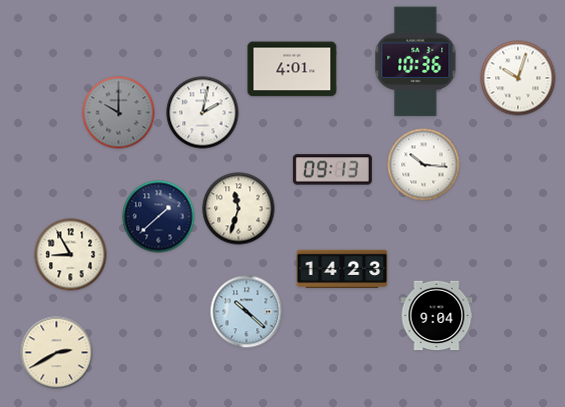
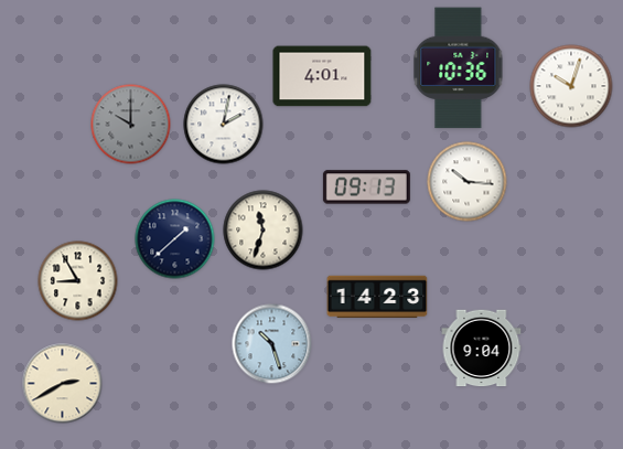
clock at (247, 312): 10:22 -> 10:27
clock at (57, 353) position: (57, 353) -> (63, 384)
